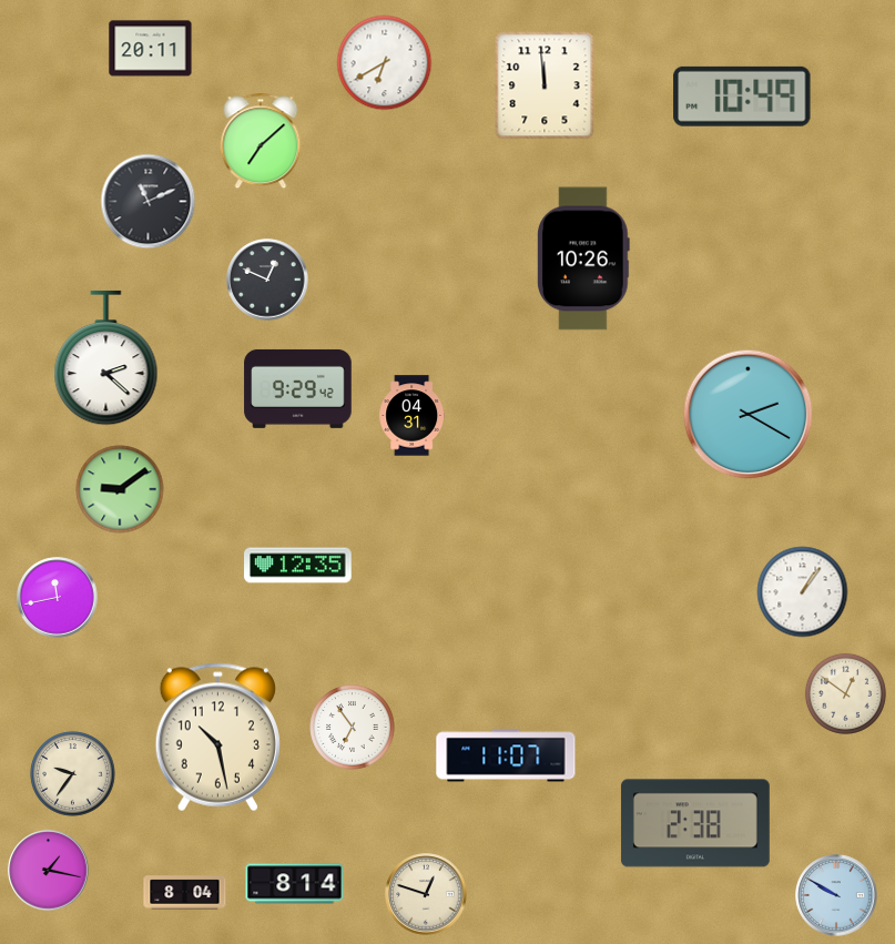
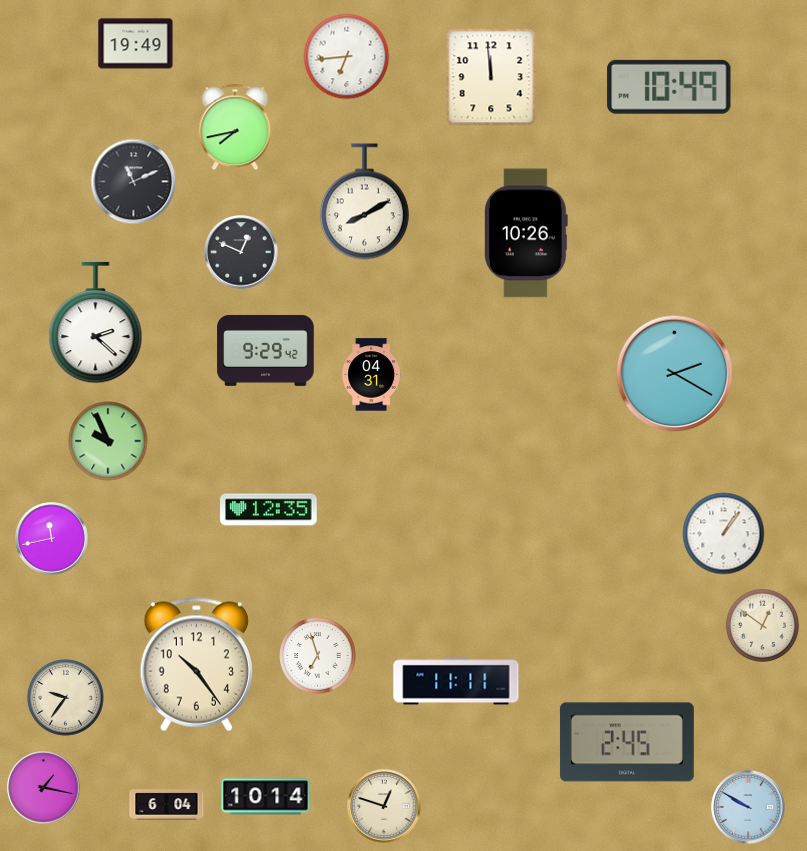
clock at (151, 49): 20:11 -> 19:49
clock at (385, 63): 6:40 -> 6:44
clock at (261, 141): 7:08 -> 7:43
clock at (364, 202): none -> 8:10
clock at (298, 388) position: (298, 388) -> (266, 350)
clock at (120, 489): 9:09 -> 9:56
clock at (353, 728): 6:54 -> 6:57
clock at (217, 738): 10:28 -> 10:24
clock at (506, 755): 11:07 -> 11:11
clock at (695, 823): 2:38 -> 2:45
clock at (49, 871) position: (49, 871) -> (44, 788)
clock at (295, 884): 8:14 -> 10:14
clock at (185, 893): 8:04 -> 6:04
clock at (836, 895) position: (836, 895) -> (748, 807)
